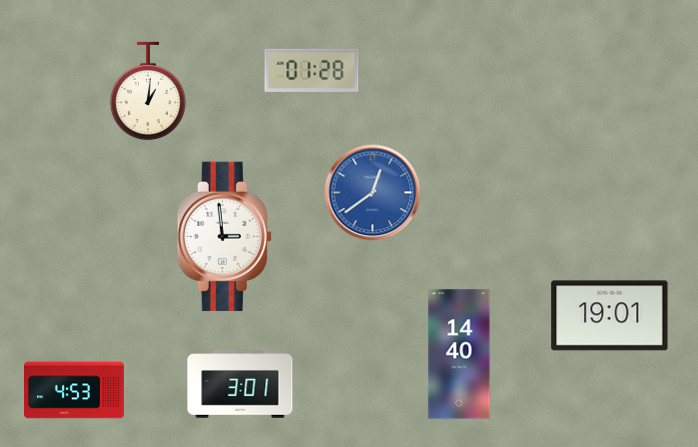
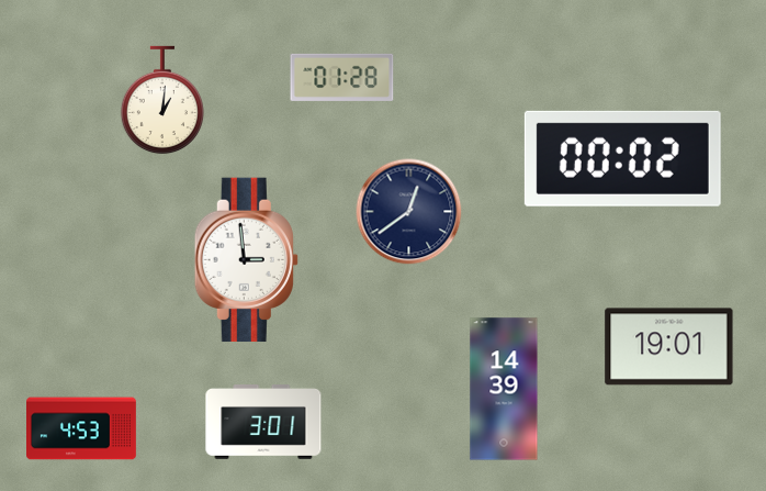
clock at (622, 158): none -> 00:02
clock at (373, 193) dial: blue -> navy
clock at (459, 354): 14:40 -> 14:39
